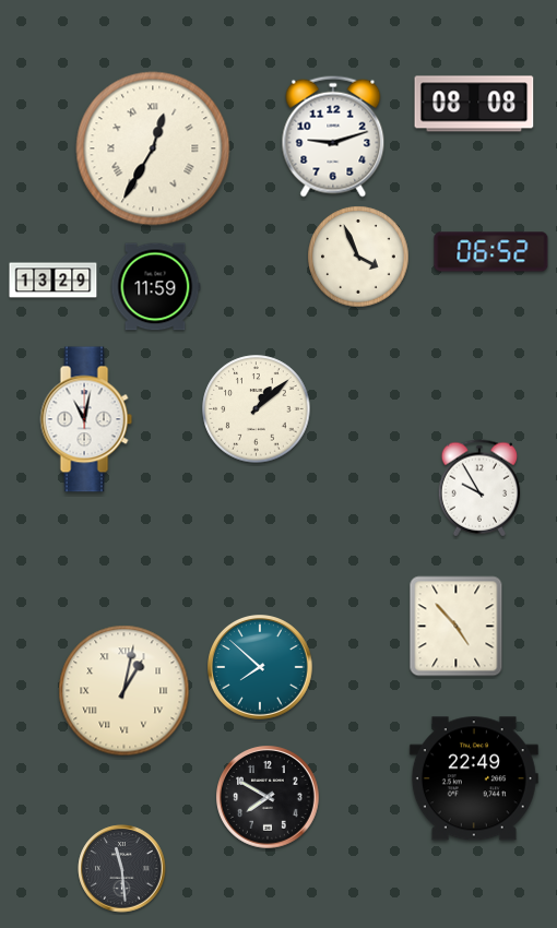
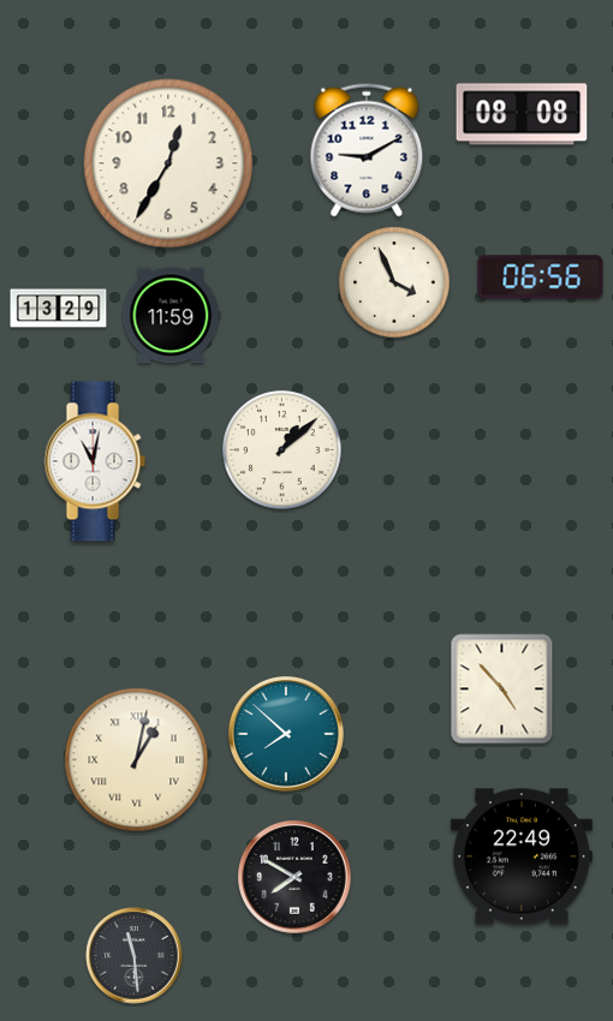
clock at (333, 136): 9:12 -> 9:10
clock at (153, 148) numerals: Roman -> Arabic
clock at (491, 252): 06:52 -> 06:56
clock at (479, 488): 9:55 -> none
